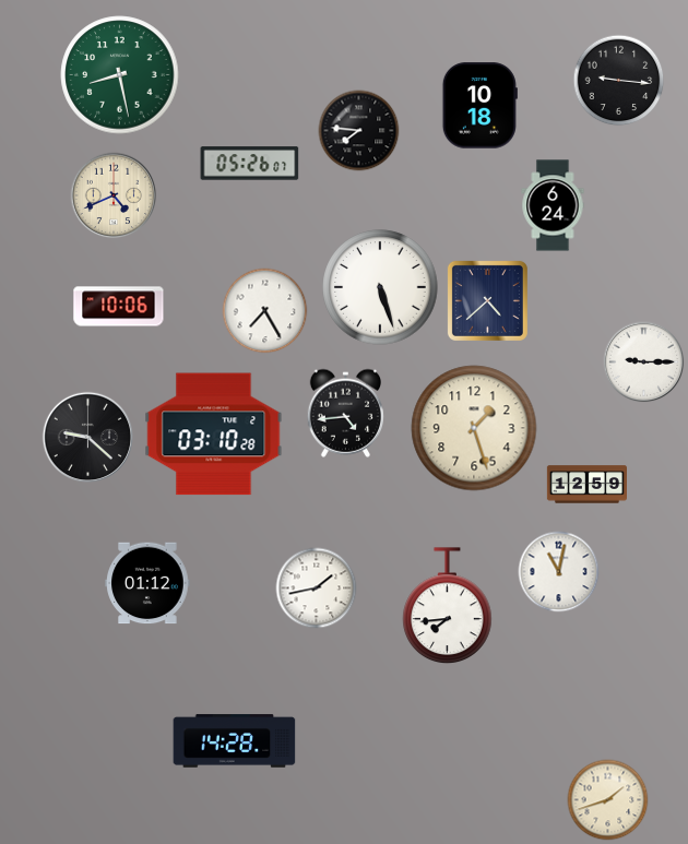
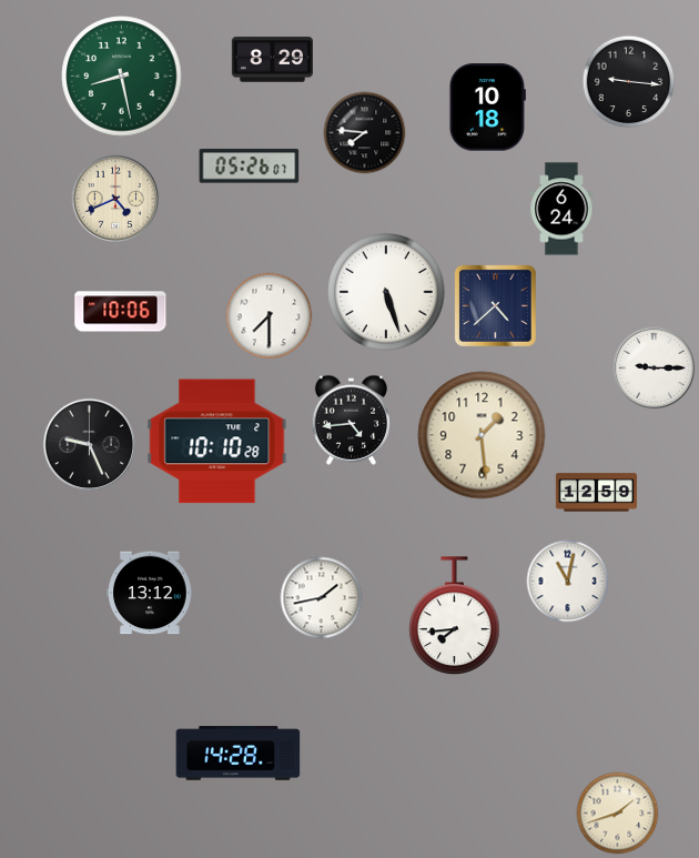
clock at (272, 60): none -> 8:29
clock at (250, 164) position: (250, 164) -> (250, 166)
clock at (265, 311): 7:25 -> 7:30
clock at (474, 428): 1:27 -> 1:29
clock at (214, 435): 03:10 -> 10:10
clock at (88, 438): 9:22 -> 9:26
clock at (147, 583): 01:12 -> 13:12
